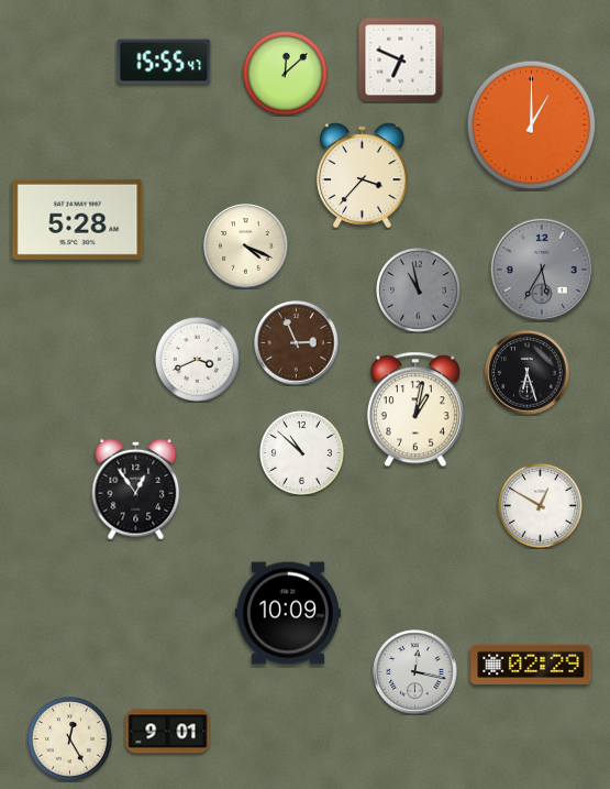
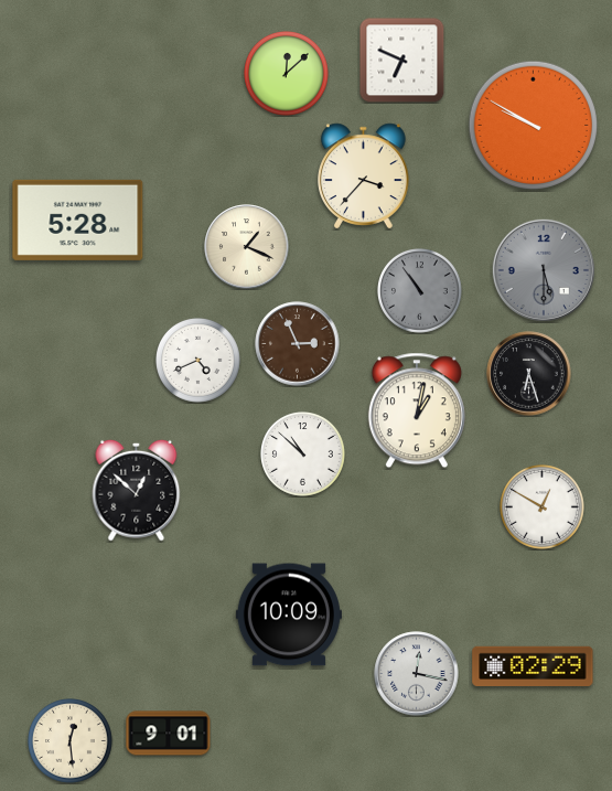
clock at (164, 62): 15:55 -> none
clock at (532, 125): 1:00 -> 9:50
clock at (246, 246): 4:19 -> 1:19
clock at (542, 270): 5:35 -> 5:30
clock at (419, 291): 10:58 -> 10:54
clock at (198, 360): 3:41 -> 4:41
clock at (136, 489): 12:54 -> 12:52
clock at (70, 739): 12:25 -> 12:29
